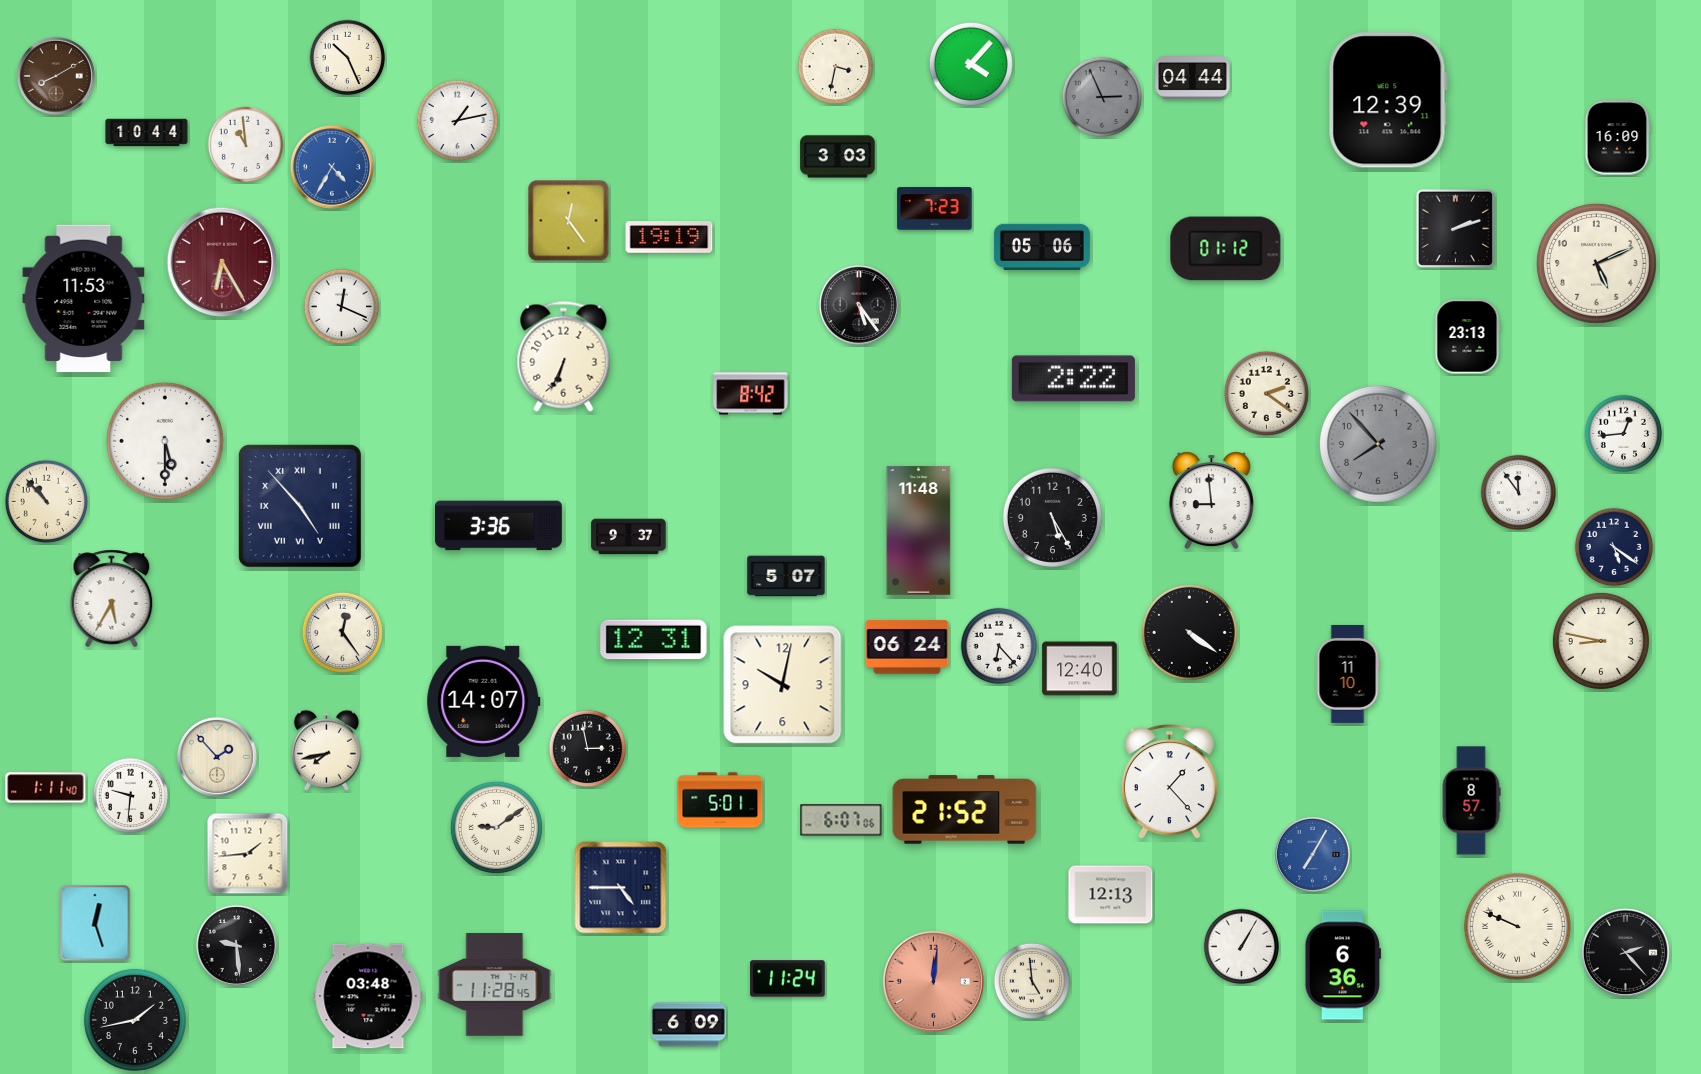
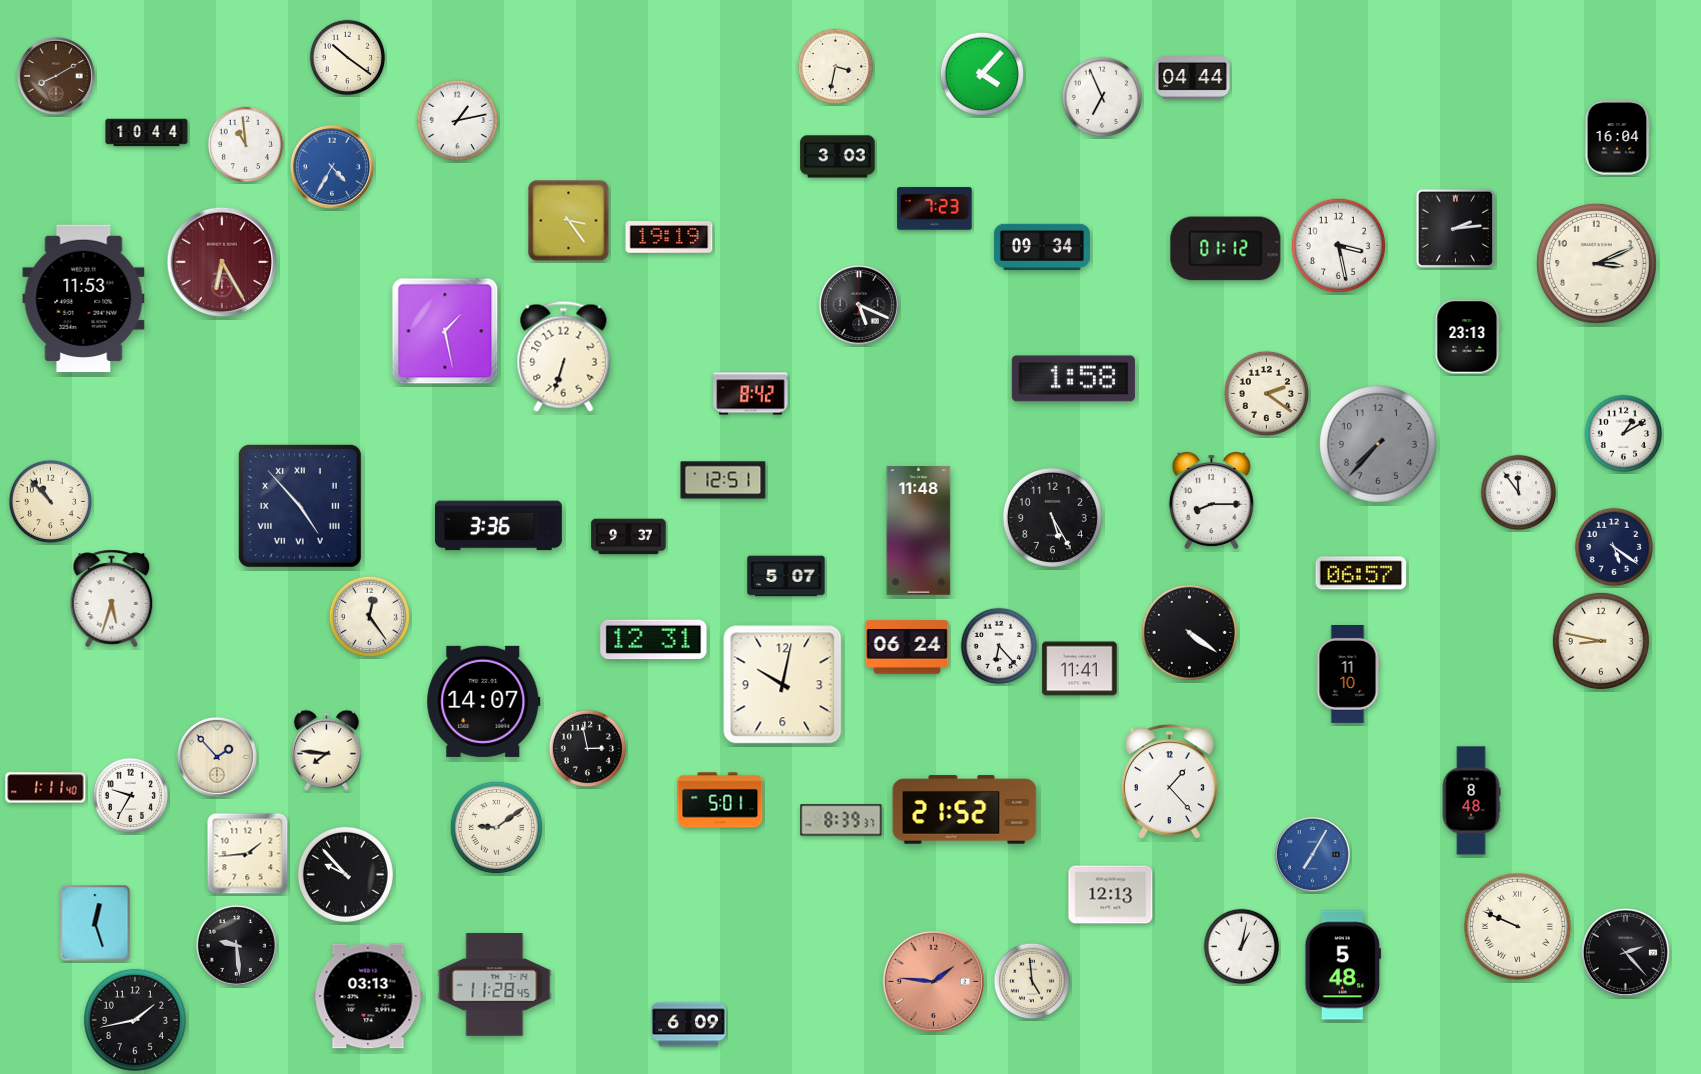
clock at (348, 58): 10:26 -> 10:21
clock at (970, 63) position: (970, 63) -> (981, 73)
clock at (1101, 96): 2:56 -> 6:56
clock at (1101, 96) dial: grey -> white
clock at (1388, 100): 12:39 -> none
clock at (1617, 138): 16:09 -> 16:04
clock at (569, 221): 12:24 -> 3:24
clock at (1455, 228): 2:12 -> 2:14
clock at (1338, 245): none -> 3:28
clock at (1042, 246): 05:06 -> 09:34
clock at (1596, 263): 5:11 -> 3:11
clock at (859, 305): 5:24 -> 5:19
clock at (342, 307): 12:19 -> none
clock at (445, 331): none -> 1:28
clock at (564, 356): 6:34 -> 6:33
clock at (1073, 379): 2:22 -> 1:58
clock at (1624, 434): 12:44 -> 1:10
clock at (165, 441): 5:30 -> none
clock at (1378, 444): 7:53 -> 7:37
clock at (723, 480): none -> 12:51
clock at (46, 501) position: (46, 501) -> (50, 501)
clock at (1211, 501): 8:59 -> 8:15
clock at (1361, 573): none -> 06:57
clock at (112, 599): 5:35 -> 5:33
clock at (342, 632) position: (342, 632) -> (369, 616)
clock at (1080, 669): 12:40 -> 11:41
clock at (326, 750): 7:43 -> 7:46
clock at (131, 796): 9:31 -> 9:35
clock at (1471, 801): 8:57 -> 8:48
clock at (841, 820): 6:07 -> 8:39
clock at (345, 874): none -> 9:53
clock at (621, 888): 4:45 -> none
clock at (1242, 947): 1:05 -> 1:02
clock at (1342, 965): 6:36 -> 5:48
clock at (788, 979): 11:24 -> none
clock at (933, 981): 12:01 -> 1:46
clock at (368, 996): 03:48 -> 03:13
